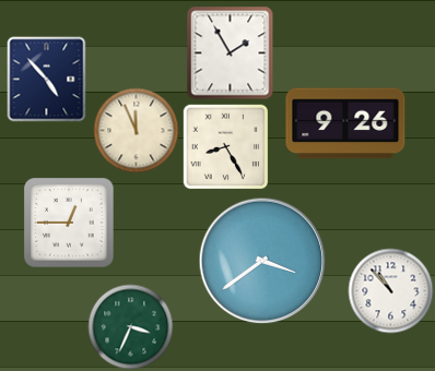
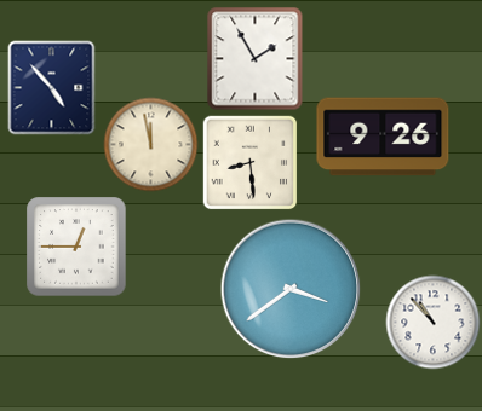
clock at (136, 130): 11:56 -> 11:58
clock at (225, 146): 8:25 -> 8:29
clock at (130, 326): 3:34 -> none
